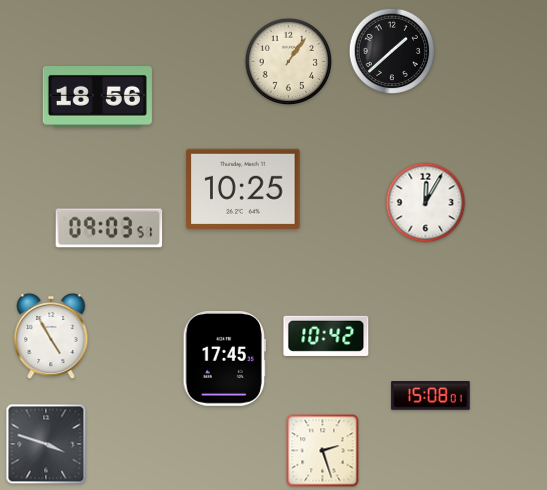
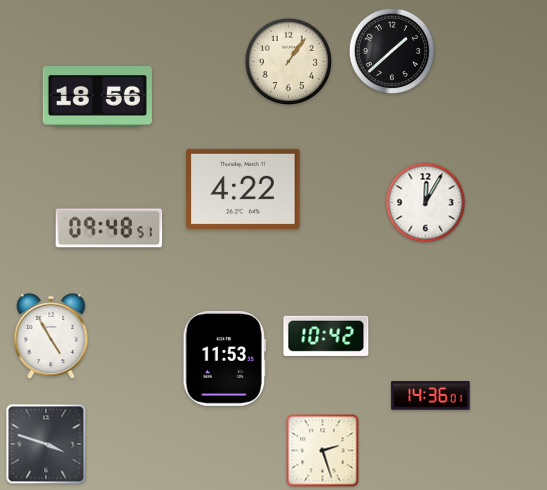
clock at (243, 189): 10:25 -> 4:22
clock at (109, 228): 09:03 -> 09:48
clock at (224, 359): 17:45 -> 11:53
clock at (431, 396): 15:08 -> 14:36
